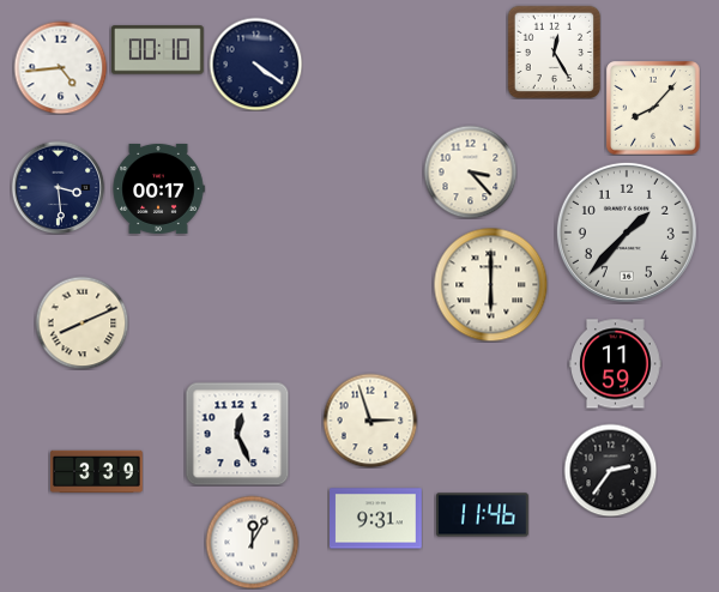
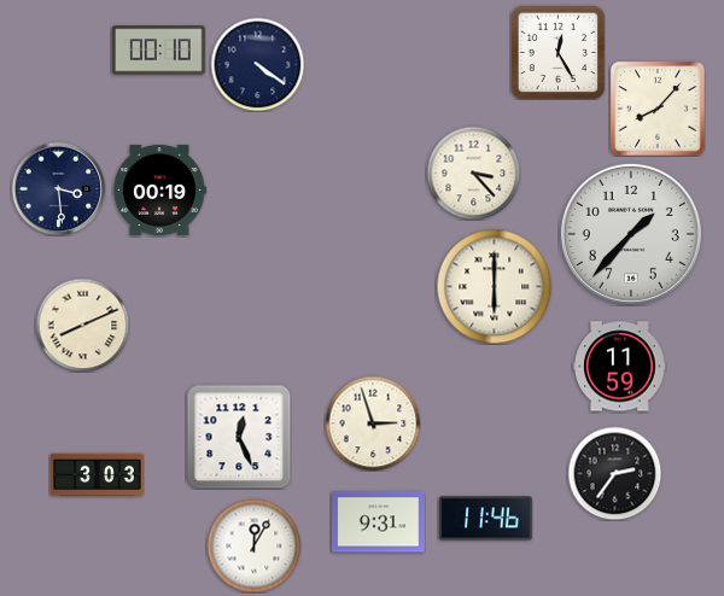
clock at (60, 67): 4:44 -> none
clock at (158, 188): 00:17 -> 00:19
clock at (97, 472): 3:39 -> 3:03
